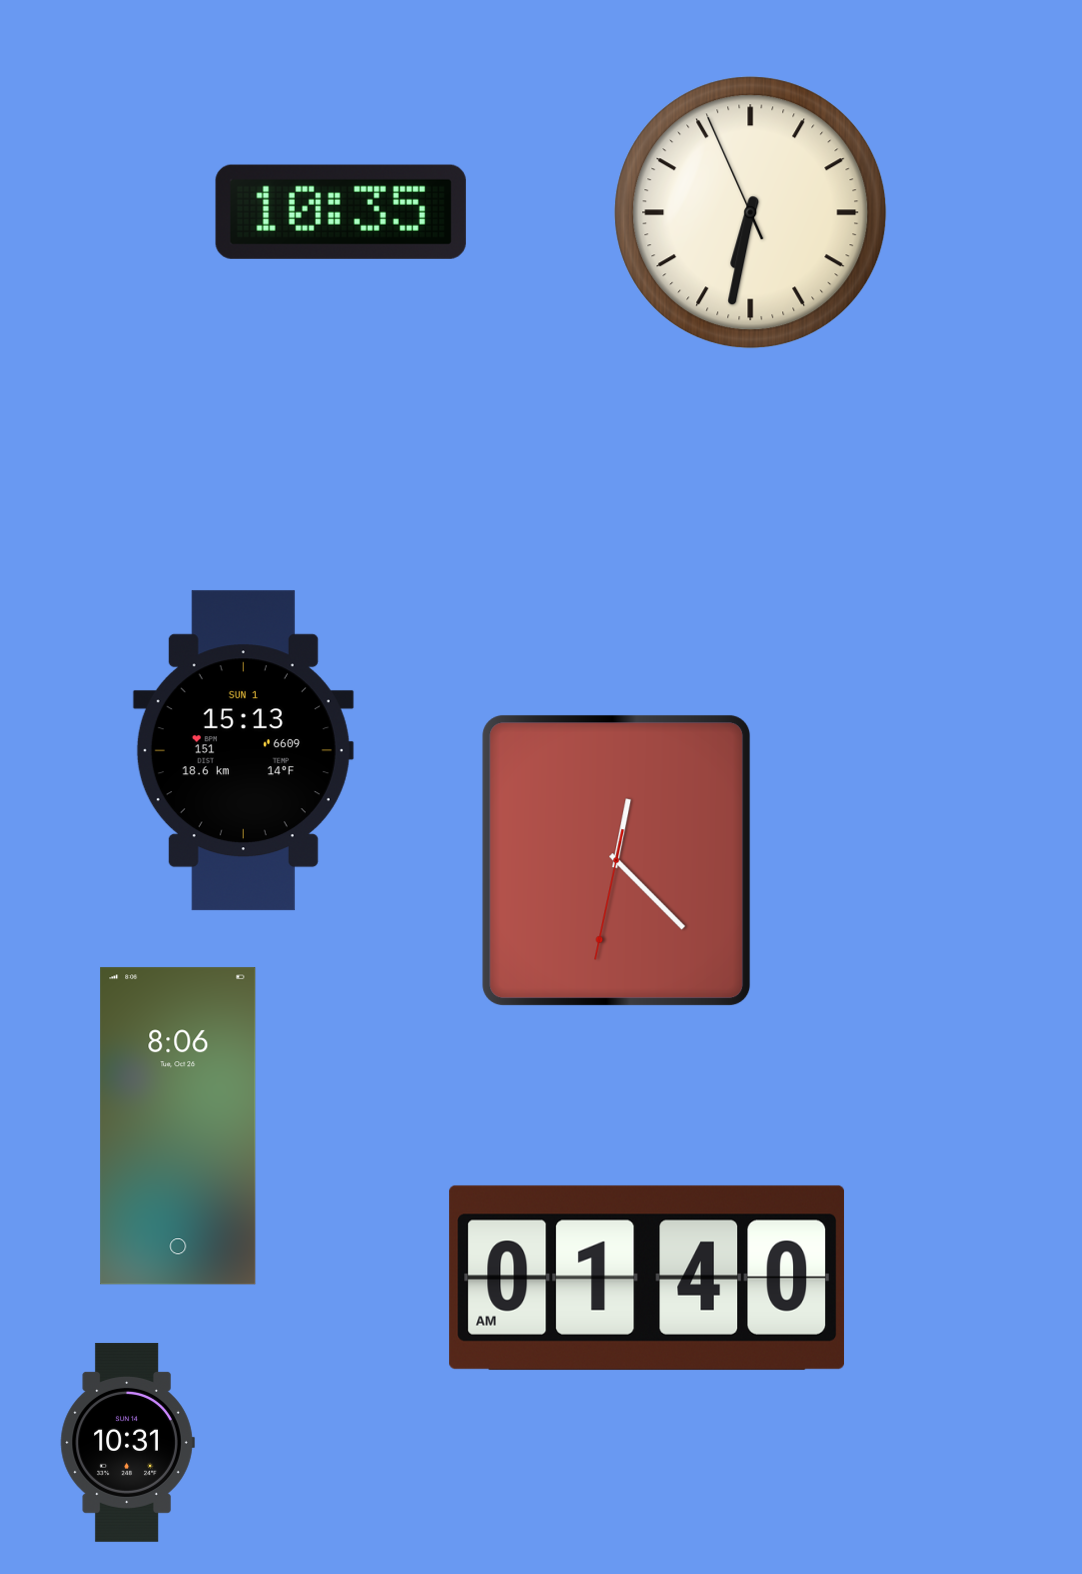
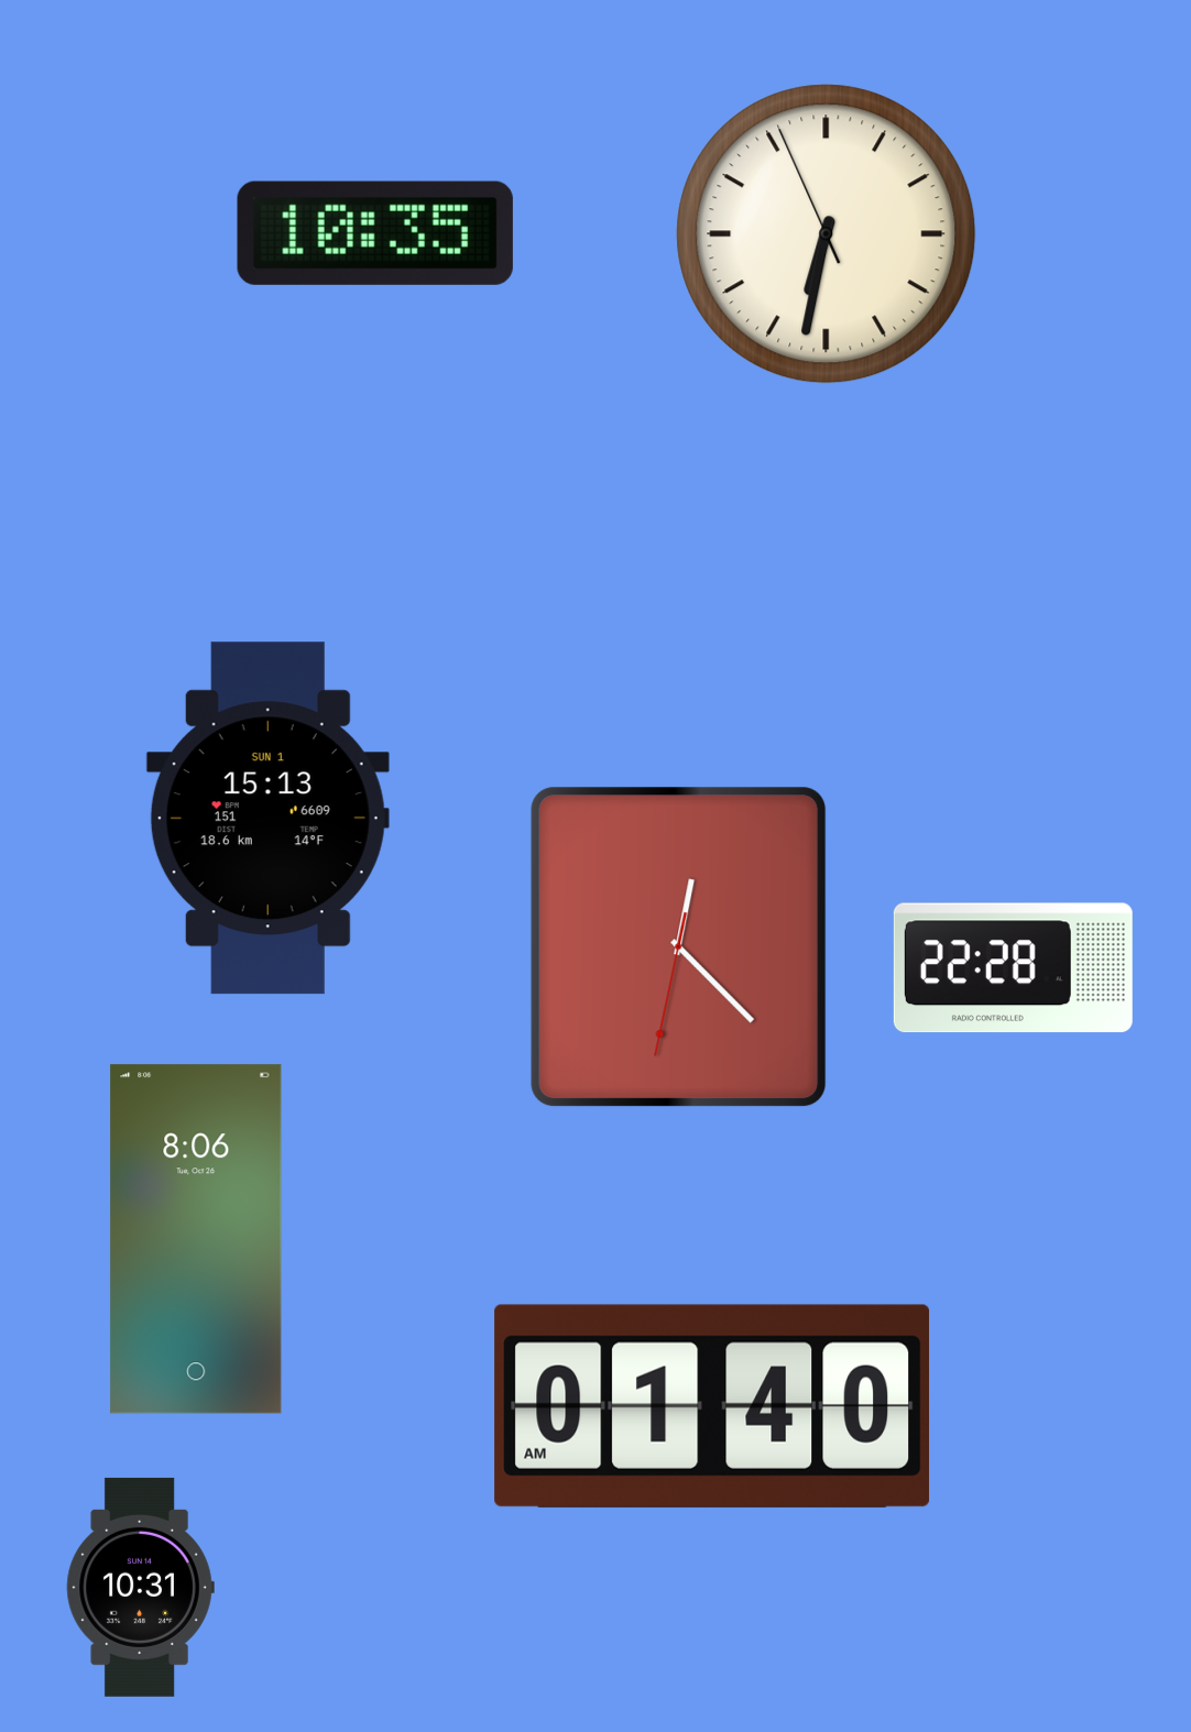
clock at (243, 751) position: (243, 751) -> (267, 819)
clock at (1013, 968): none -> 22:28
